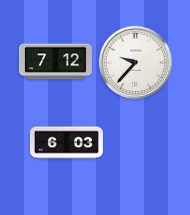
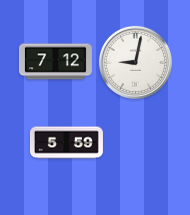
clock at (135, 62): 9:37 -> 9:02
clock at (66, 143): 6:03 -> 5:59
